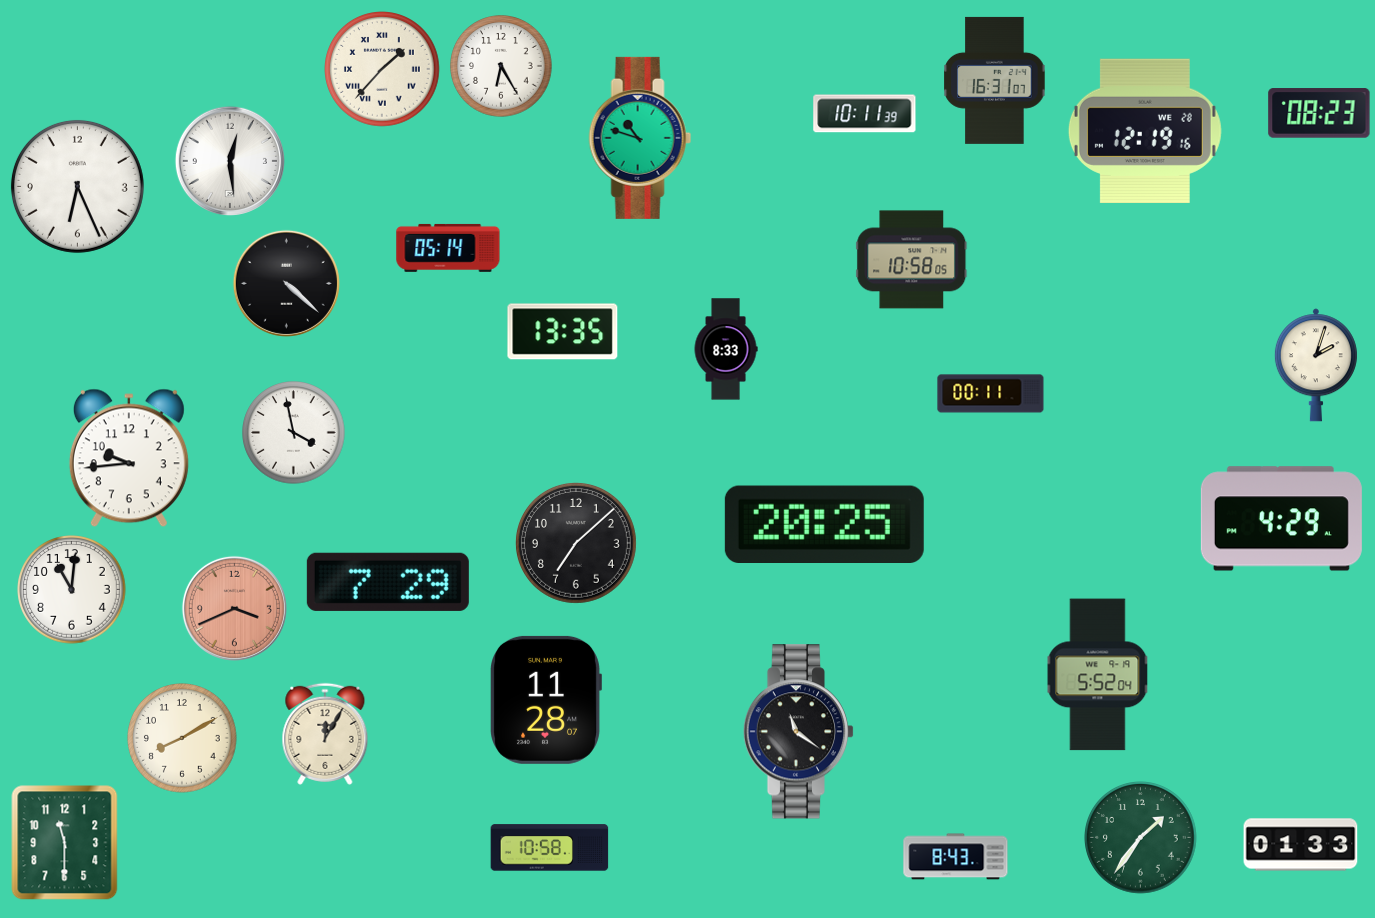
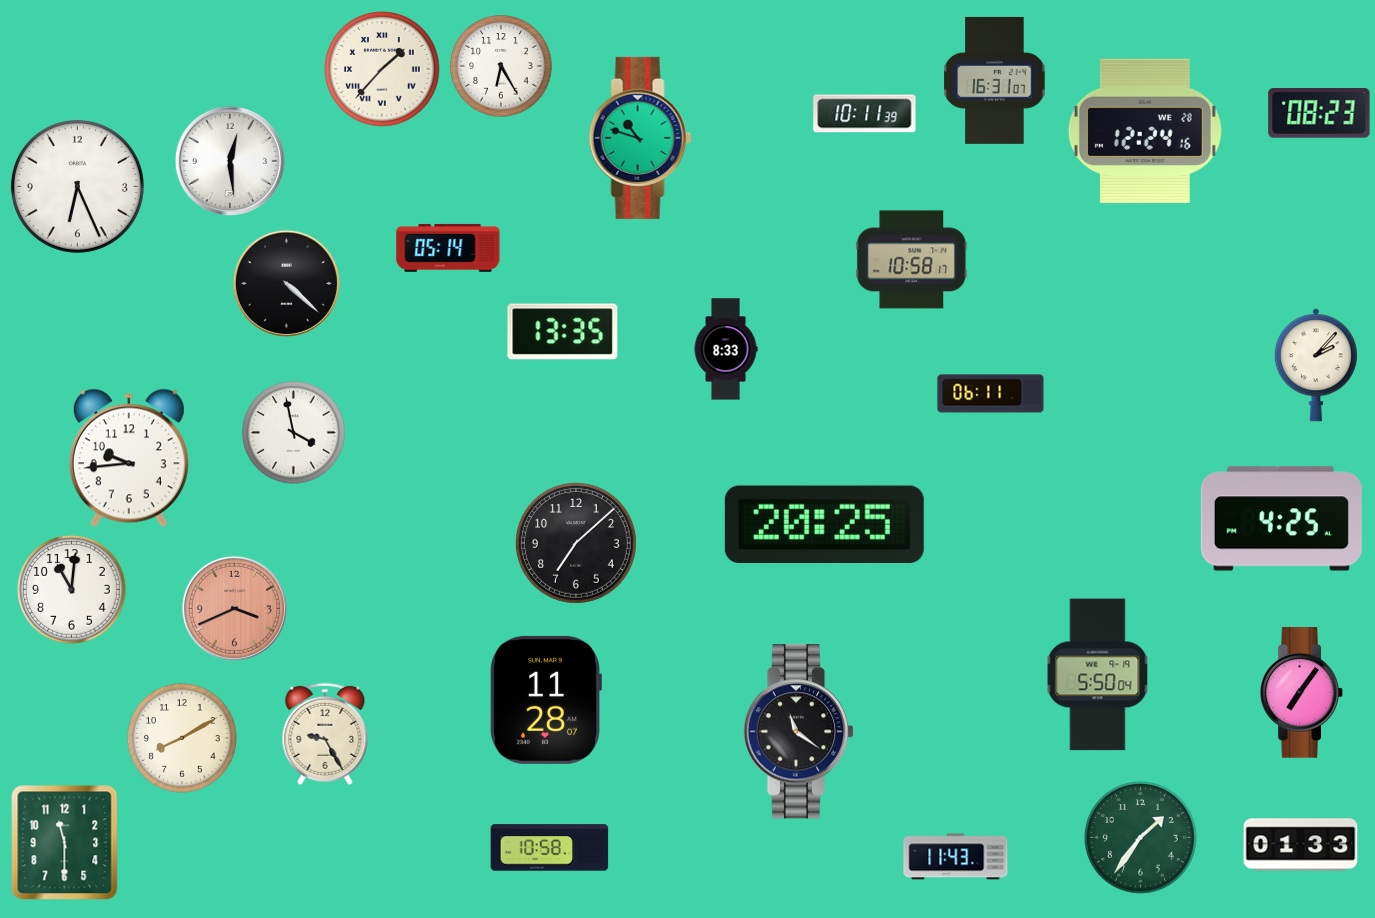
clock at (1145, 130): 12:19 -> 12:24
clock at (912, 260): 10:58:05 -> 10:58:17
clock at (1316, 365): 2:03 -> 2:07
clock at (991, 394): 00:11 -> 06:11
clock at (1281, 519): 4:29 -> 4:25
clock at (388, 582): 7:29 -> none
clock at (1098, 675): 5:52 -> 5:50
clock at (1301, 693): none -> 7:06
clock at (325, 734): 12:05 -> 9:25
clock at (956, 857): 8:43 -> 11:43
